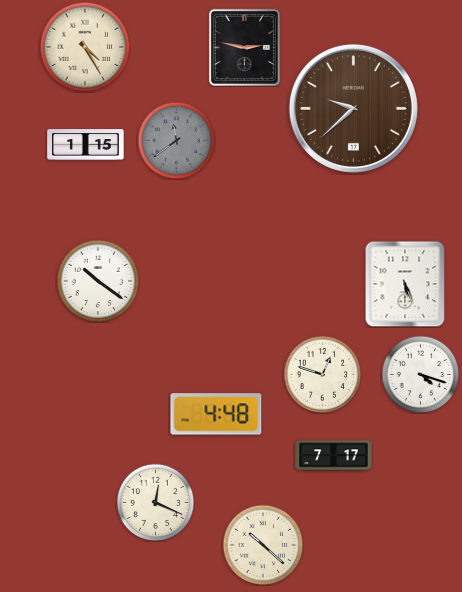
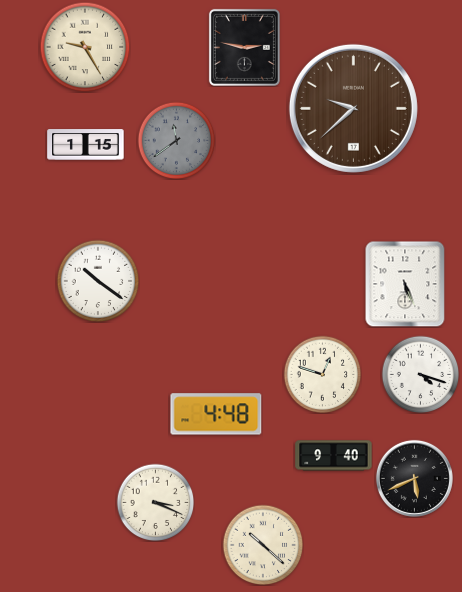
clock at (85, 47): 4:25 -> 9:25
clock at (334, 456): 7:17 -> 9:40
clock at (414, 478): none -> 5:41
clock at (155, 502): 12:19 -> 3:19
